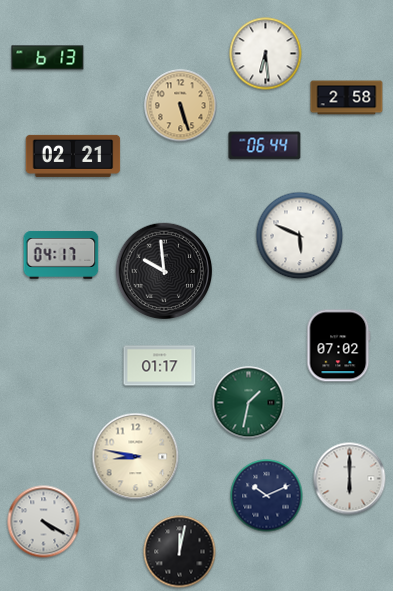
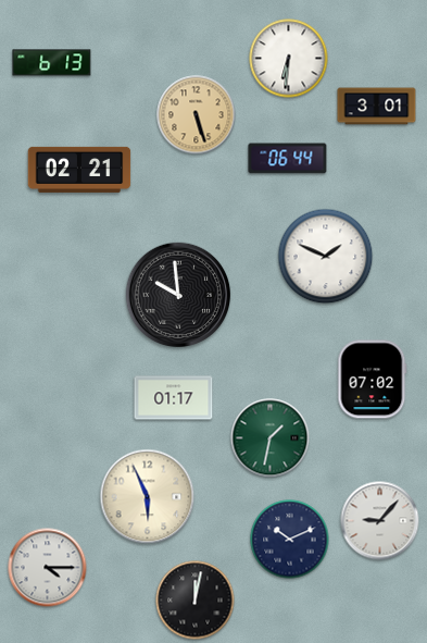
clock at (266, 54): 6:29 -> 6:31
clock at (347, 98): 2:58 -> 3:01
clock at (300, 236): 5:49 -> 1:49
clock at (61, 255): 04:17 -> none
clock at (339, 346) position: (339, 346) -> (373, 380)
clock at (136, 457): 8:47 -> 5:56
clock at (350, 479): 6:00 -> 9:07
clock at (44, 522): 4:20 -> 4:15
